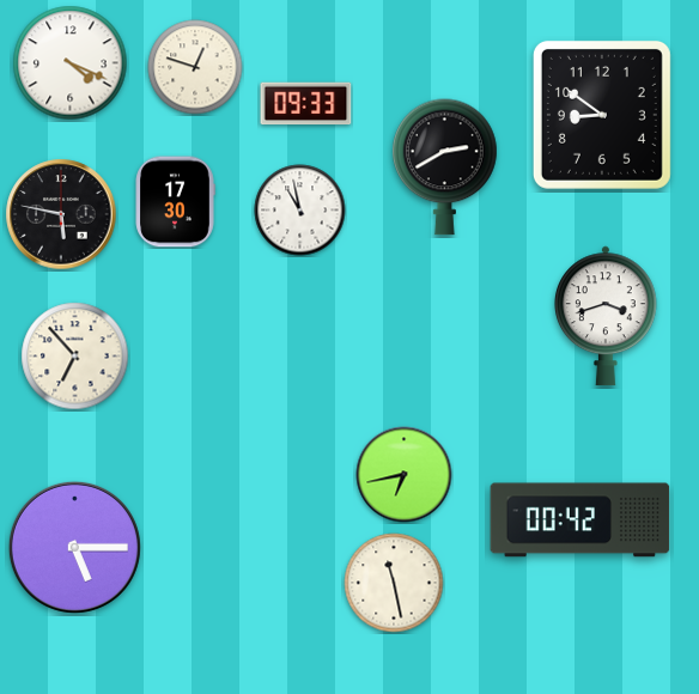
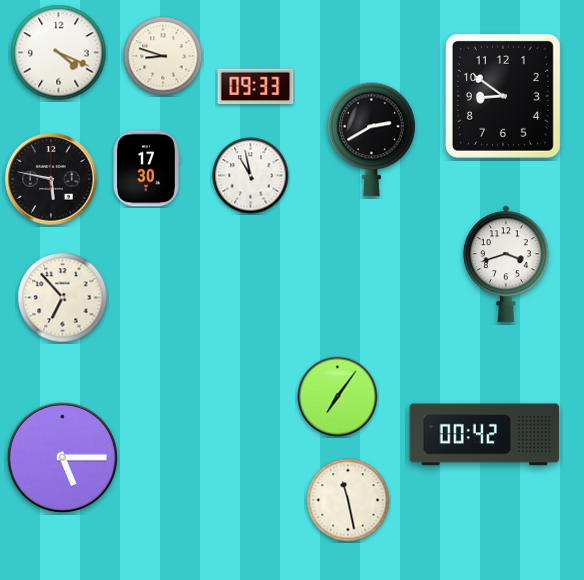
clock at (195, 67): 12:48 -> 8:48
clock at (405, 475): 6:43 -> 7:06
clock at (394, 583) position: (394, 583) -> (348, 500)
